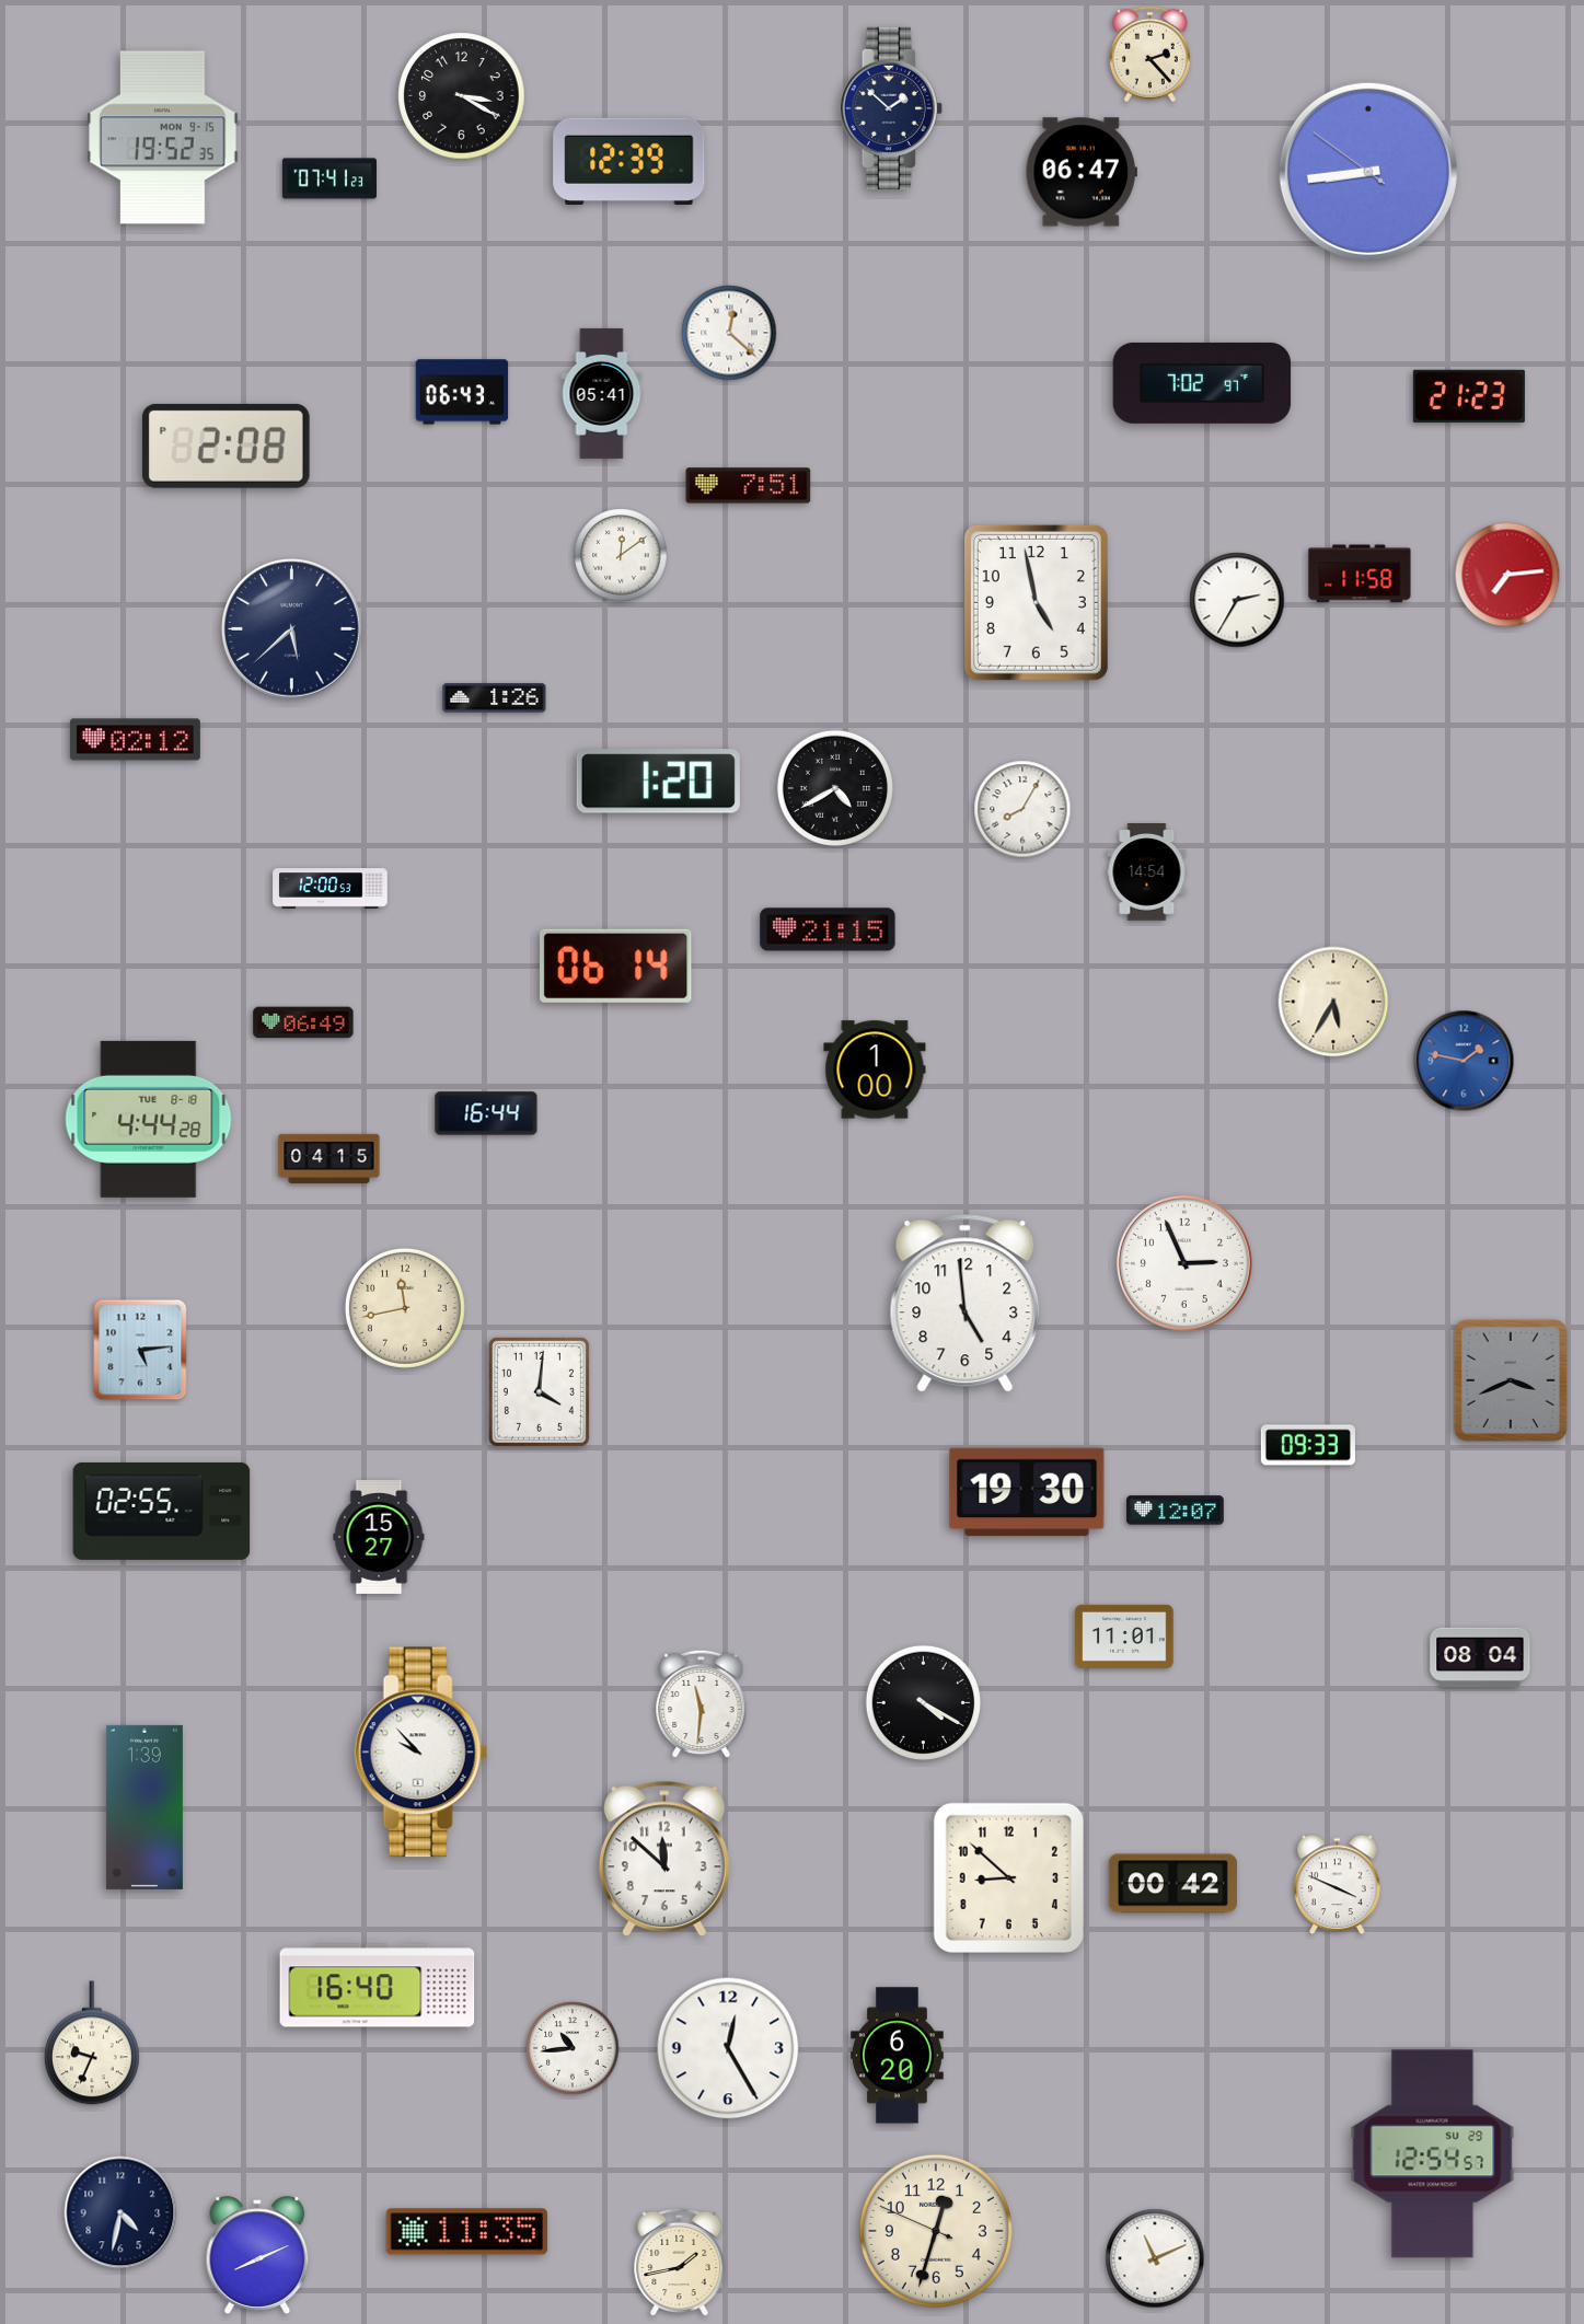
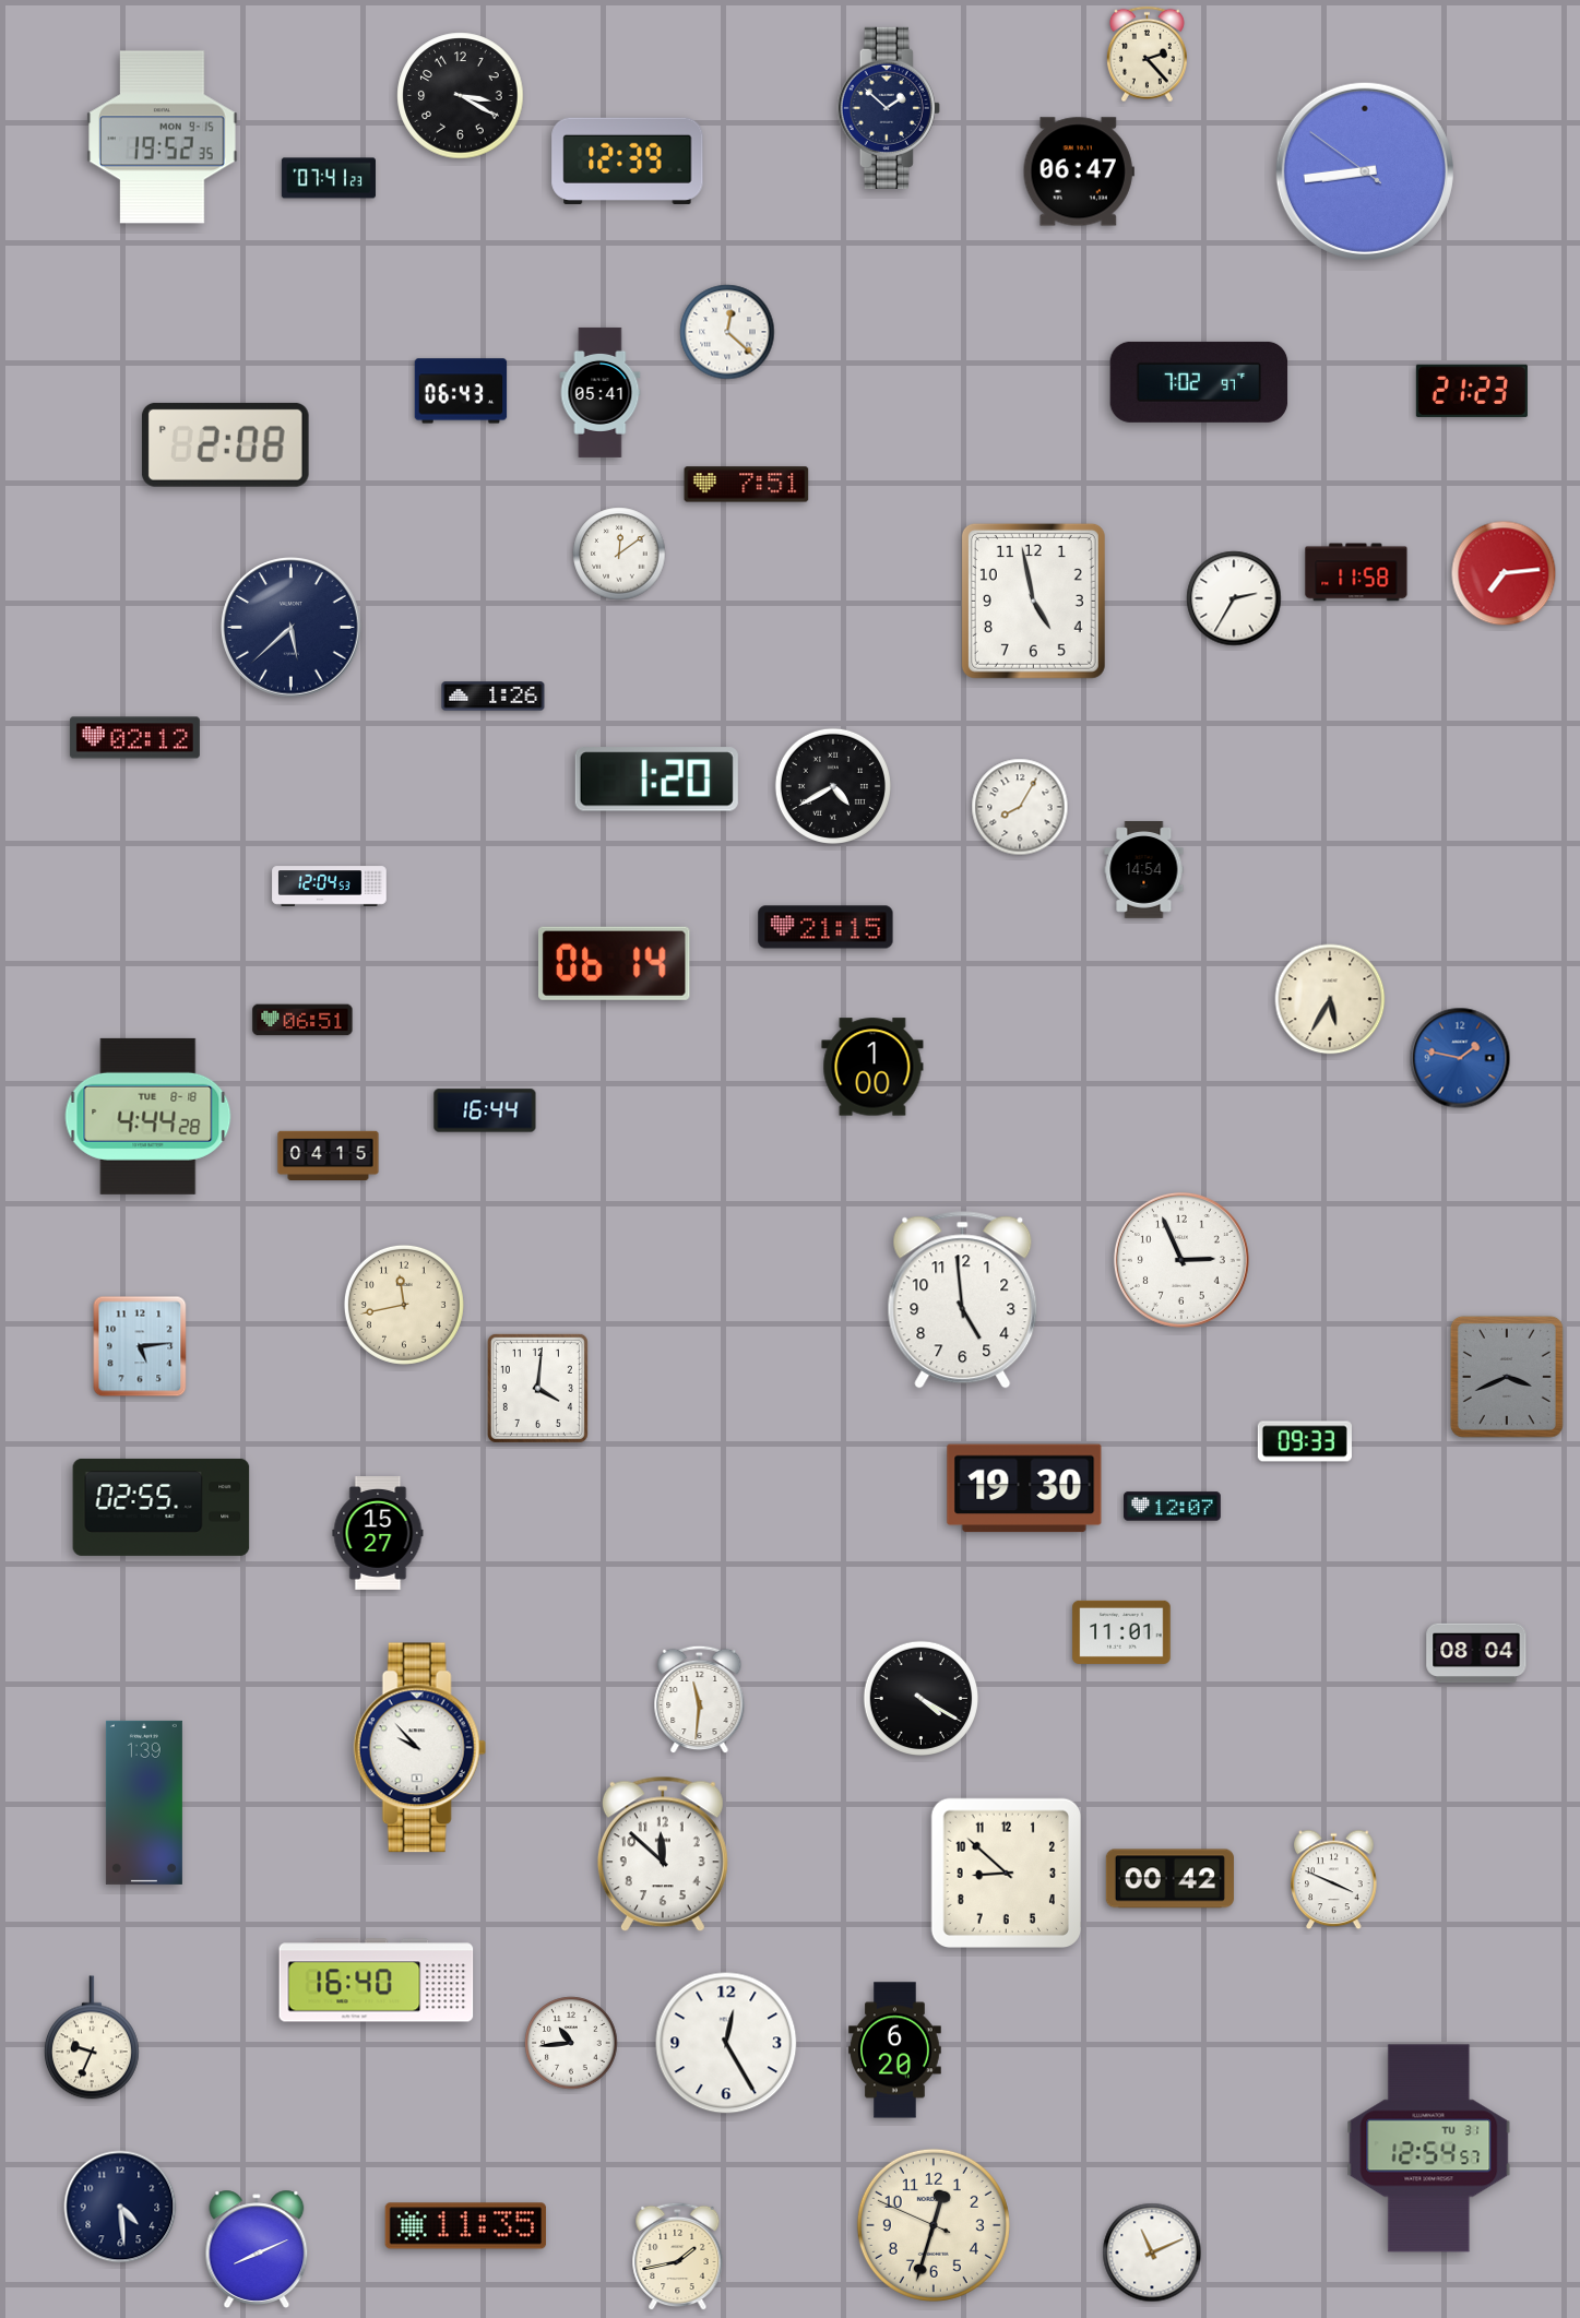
clock at (1469, 396) position: (1469, 396) -> (1472, 391)
clock at (331, 889): 12:00 -> 12:04
clock at (303, 1022): 06:49 -> 06:51
clock at (1433, 2154) date: SU 29 -> TU 31
clock at (120, 2212): 4:32 -> 4:29
